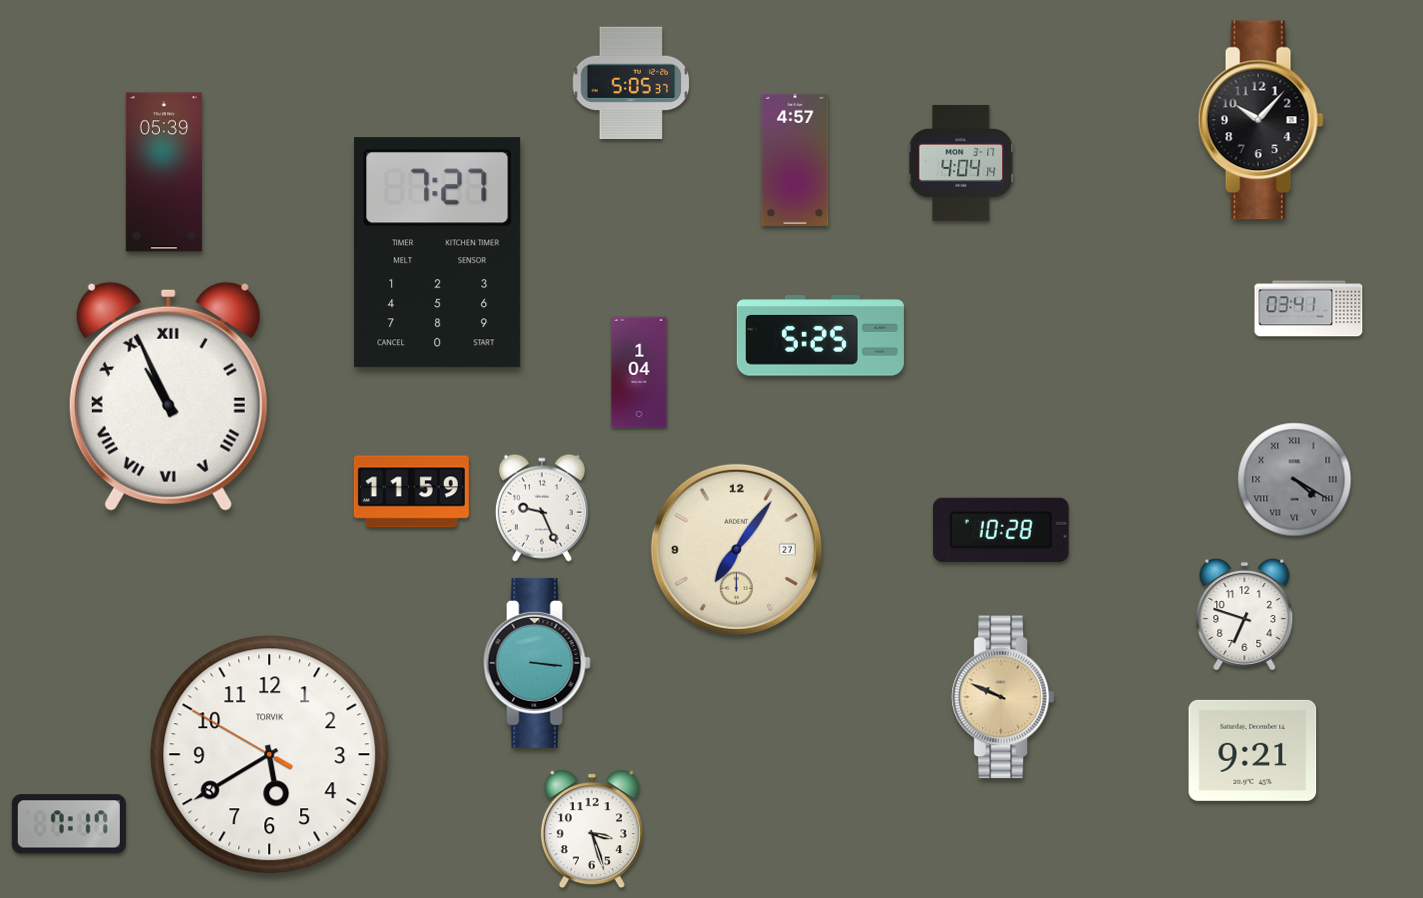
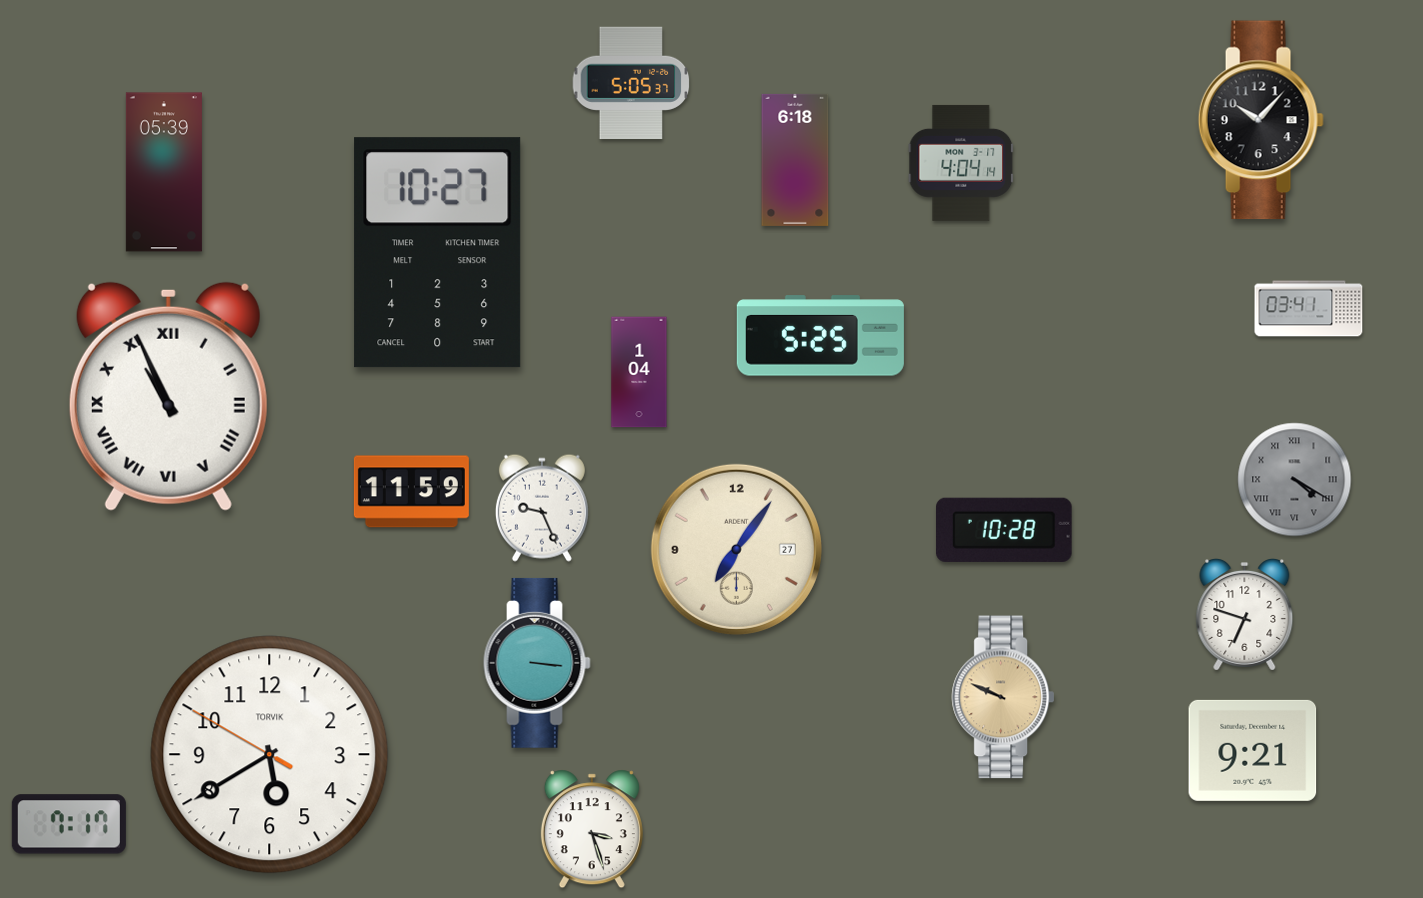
clock at (795, 160): 4:57 -> 6:18
clock at (438, 253): 7:27 -> 10:27
clock at (1002, 530) position: (1002, 530) -> (1005, 530)
